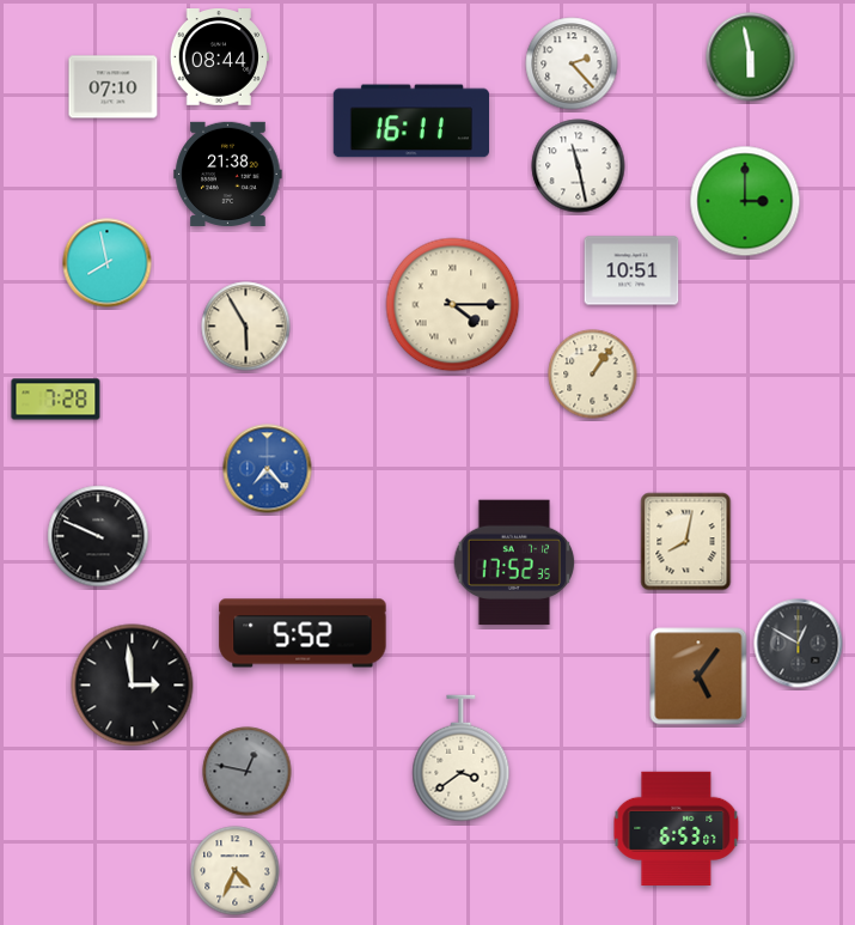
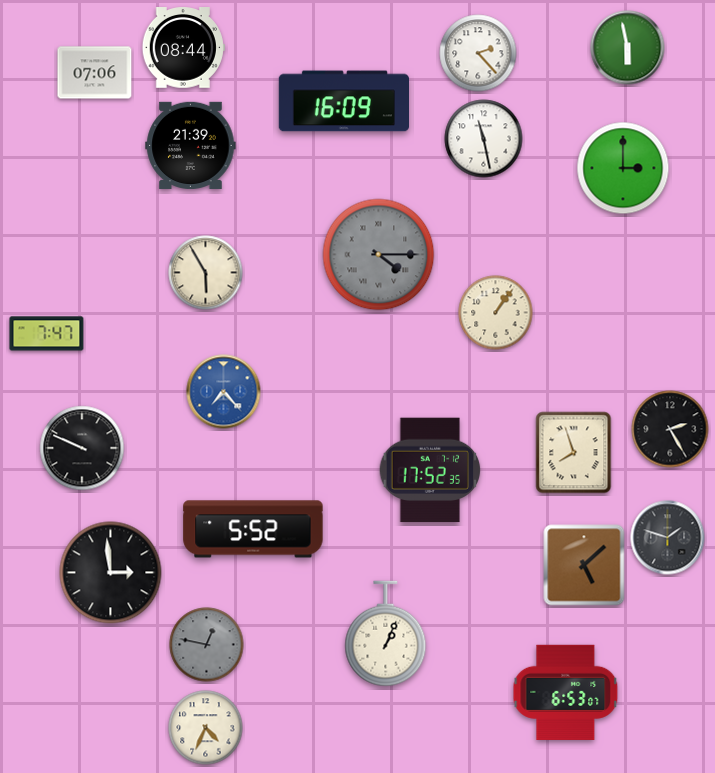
clock at (114, 87): 07:10 -> 07:06
clock at (410, 121): 16:11 -> 16:09
clock at (228, 174): 21:38 -> 21:39
clock at (108, 263): 7:58 -> none
clock at (631, 270): 10:51 -> none
clock at (453, 305) dial: cream -> grey
clock at (56, 400): 7:28 -> 7:47
clock at (670, 429): none -> 2:25
clock at (686, 542): 8:02 -> 7:57
clock at (799, 644): 12:50 -> 1:48
clock at (698, 676): 5:06 -> 5:08
clock at (462, 759): 3:39 -> 1:04
clock at (236, 871) position: (236, 871) -> (206, 728)
